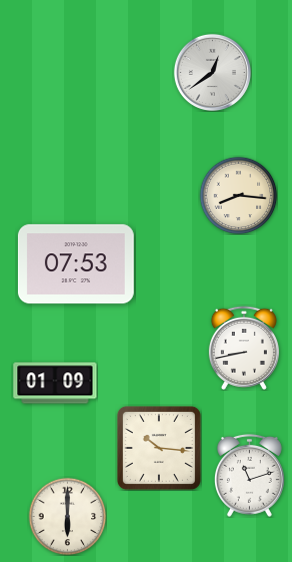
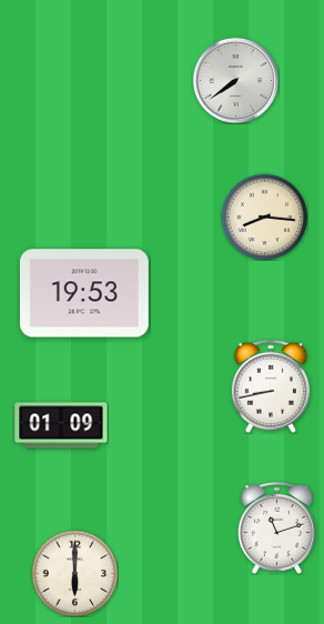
clock at (212, 72): 12:39 -> 7:39
clock at (76, 264): 07:53 -> 19:53
clock at (159, 448): 10:16 -> none
